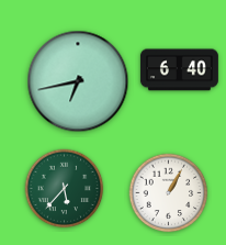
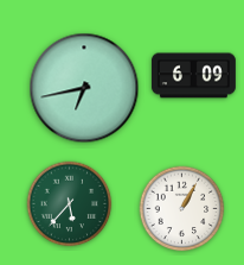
clock at (179, 70): 6:40 -> 6:09
